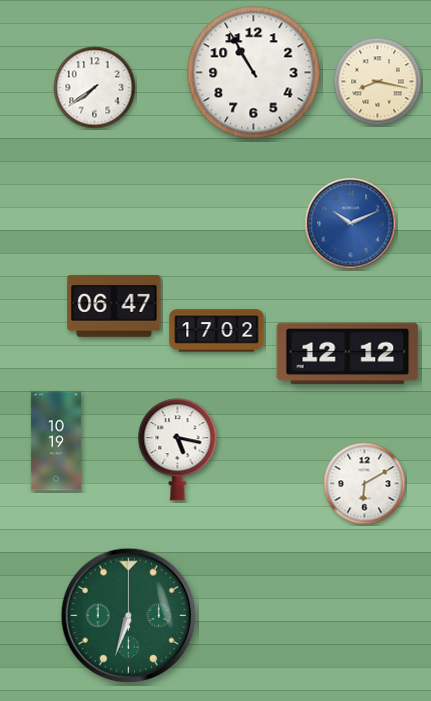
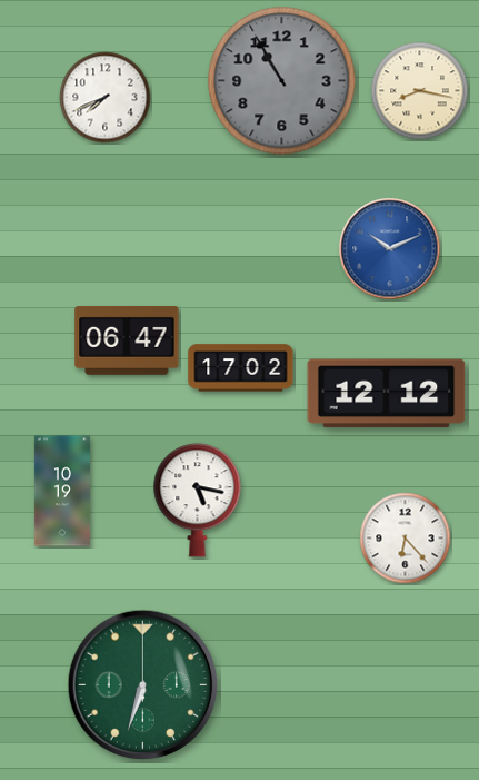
clock at (254, 73) dial: white -> grey
clock at (95, 88): 7:39 -> 7:41
clock at (365, 484): 6:10 -> 6:23
